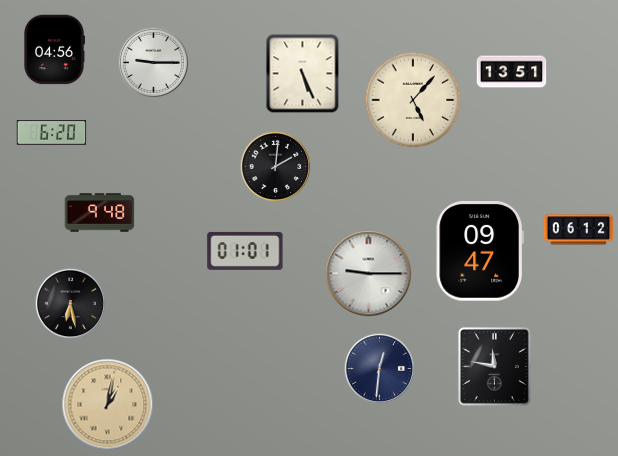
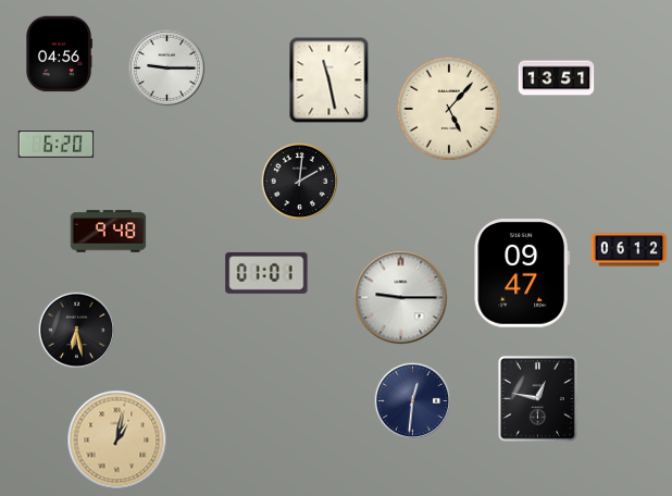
clock at (303, 74): 5:26 -> 11:28
clock at (494, 366): 11:47 -> 12:47
